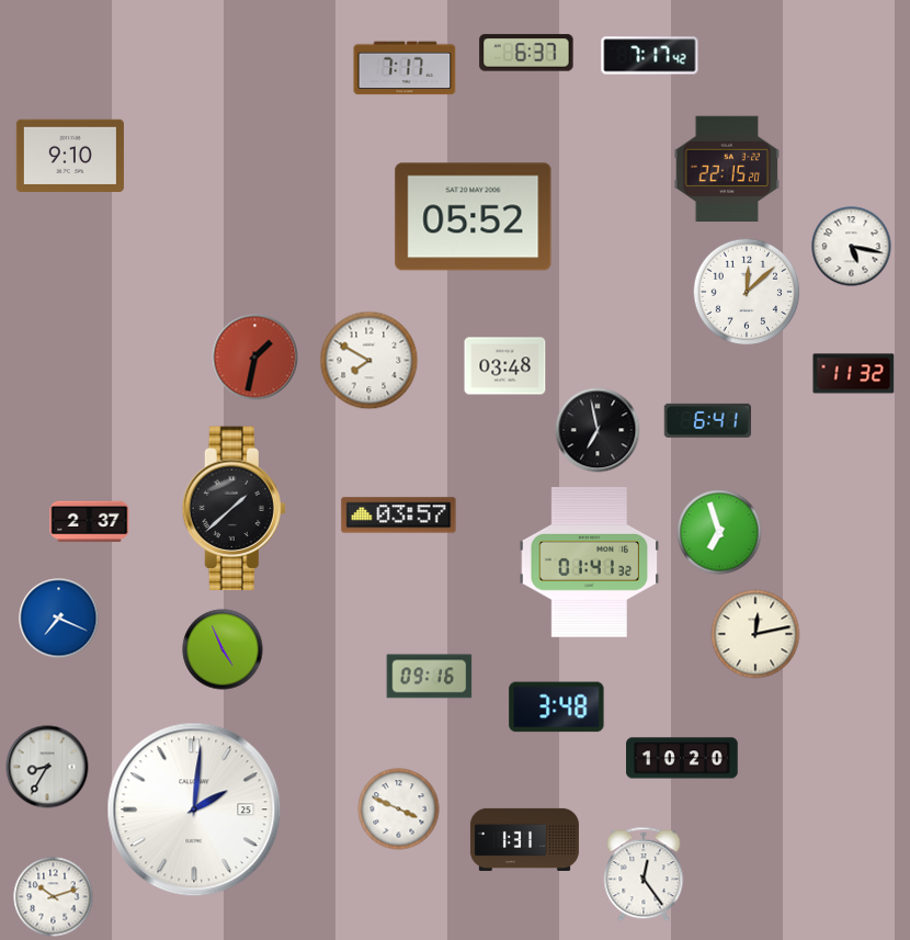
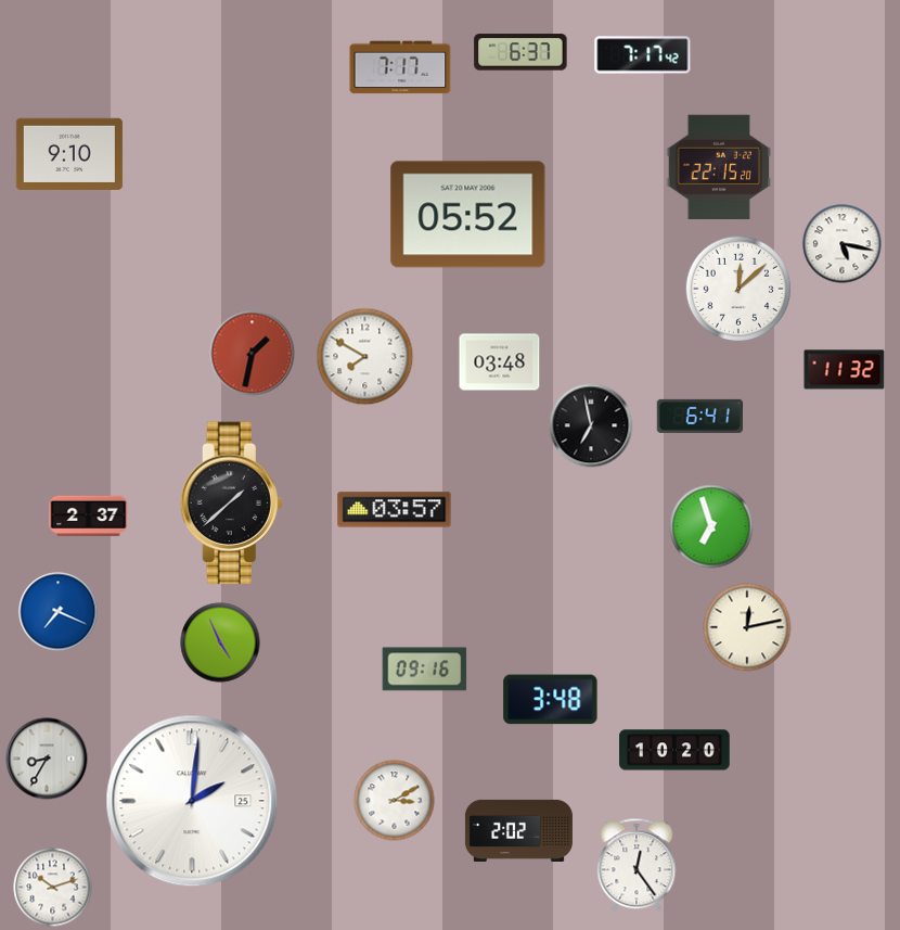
clock at (590, 562): 01:41 -> none
clock at (399, 809): 3:49 -> 3:10
clock at (524, 839): 1:31 -> 2:02
